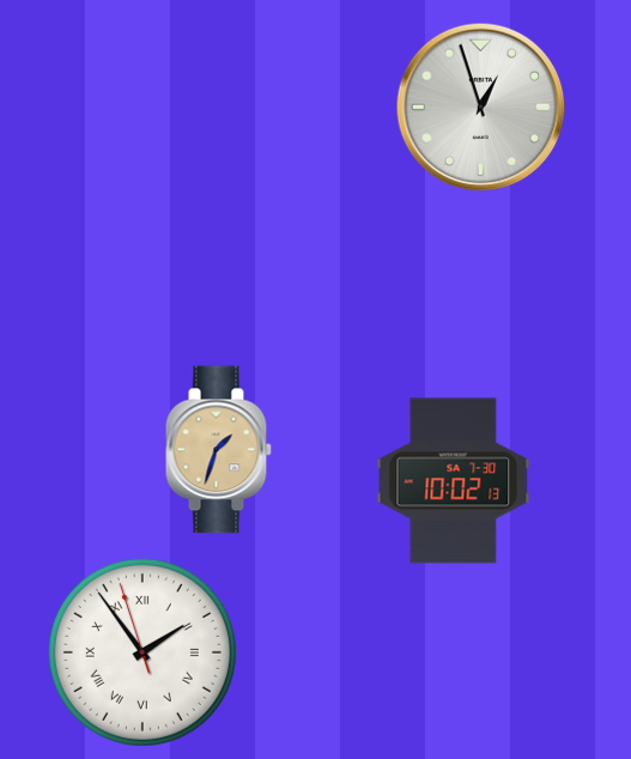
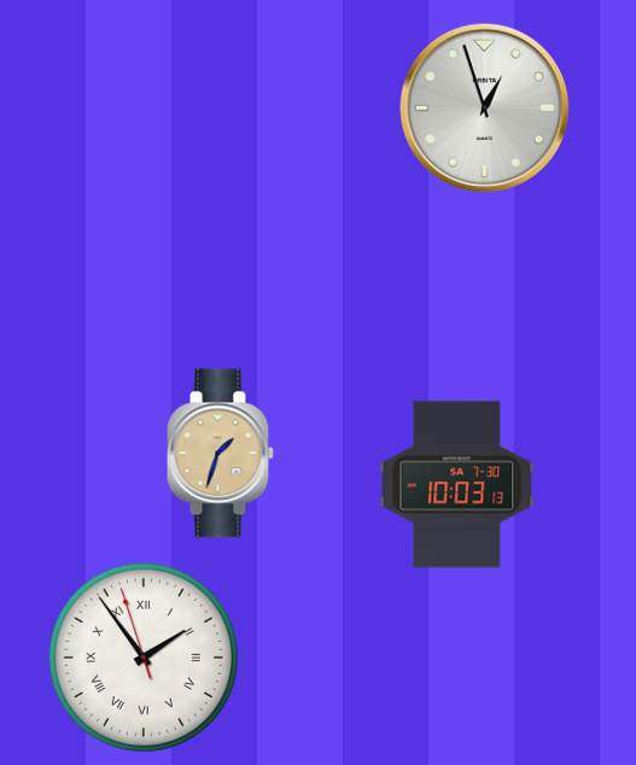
clock at (454, 481): 10:02 -> 10:03
